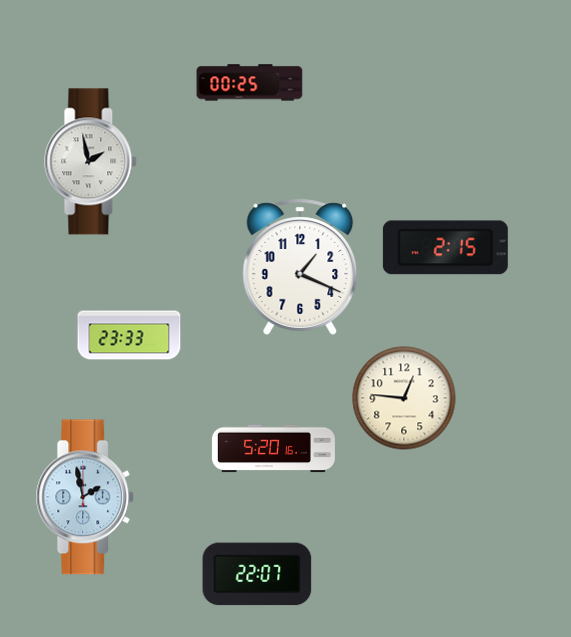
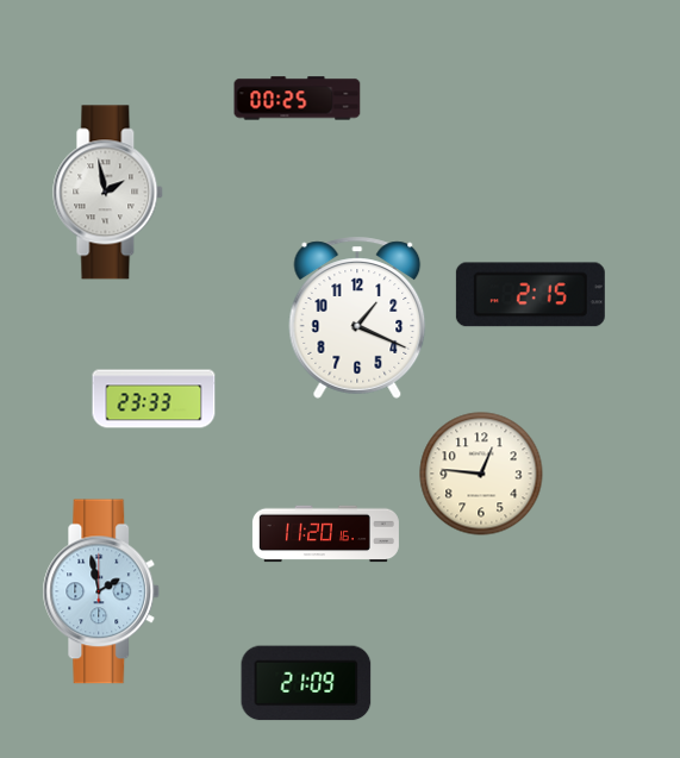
clock at (273, 449): 5:20 -> 11:20
clock at (257, 574): 22:07 -> 21:09
